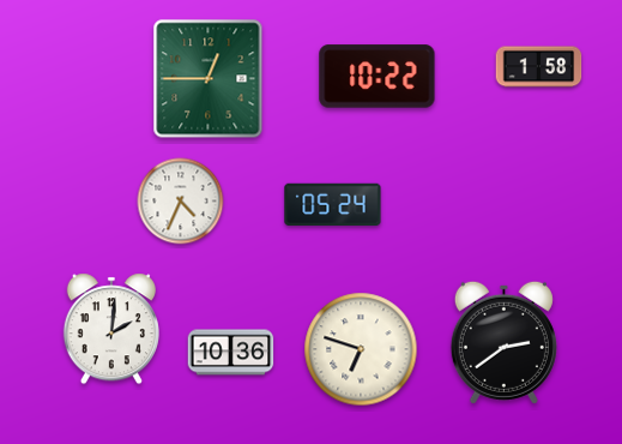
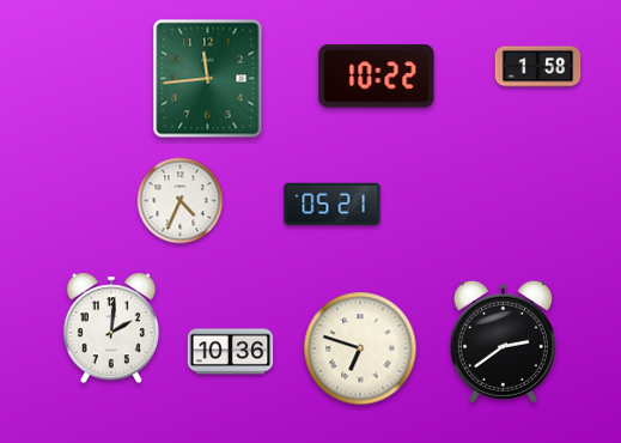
clock at (209, 79): 12:45 -> 11:44
clock at (333, 205): 05:24 -> 05:21
